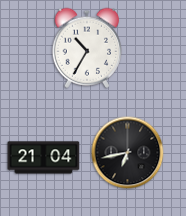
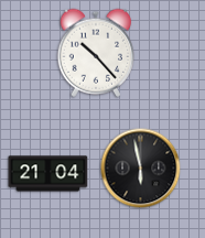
clock at (87, 48): 10:35 -> 10:23
clock at (128, 153): 6:43 -> 5:58
